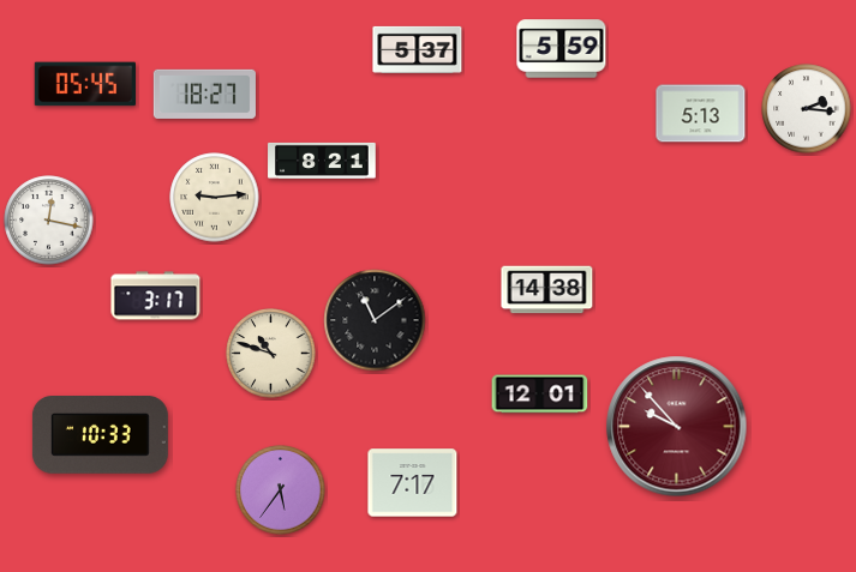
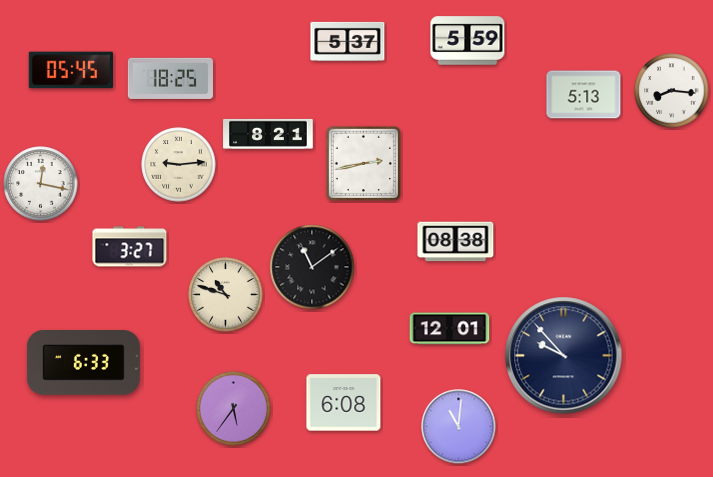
clock at (204, 94): 18:27 -> 18:25
clock at (807, 109): 2:16 -> 8:16
clock at (363, 163): none -> 2:43
clock at (547, 290): 14:38 -> 08:38
clock at (156, 296): 3:17 -> 3:27
clock at (677, 427) dial: burgundy -> navy
clock at (100, 435): 10:33 -> 6:33
clock at (413, 483): 7:17 -> 6:08
clock at (459, 427): none -> 11:01
